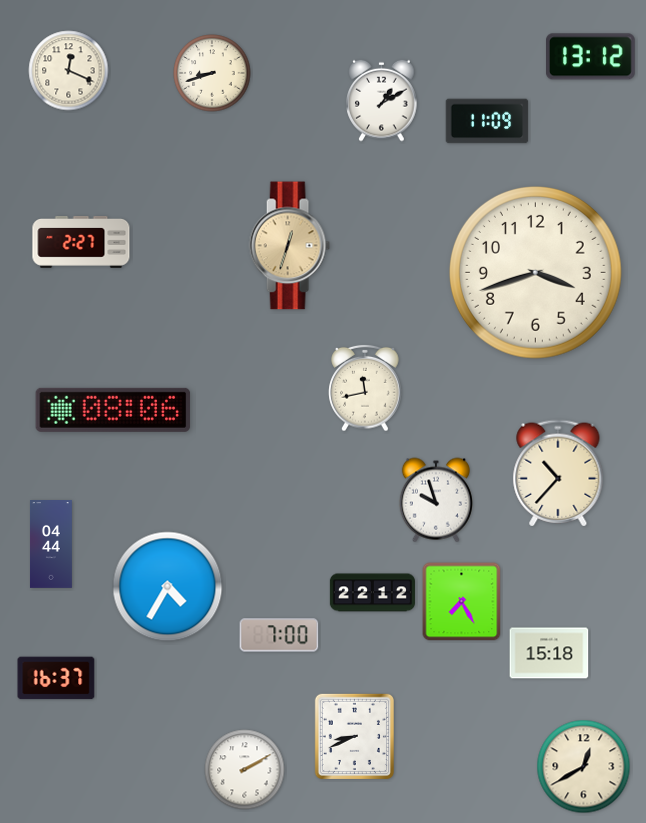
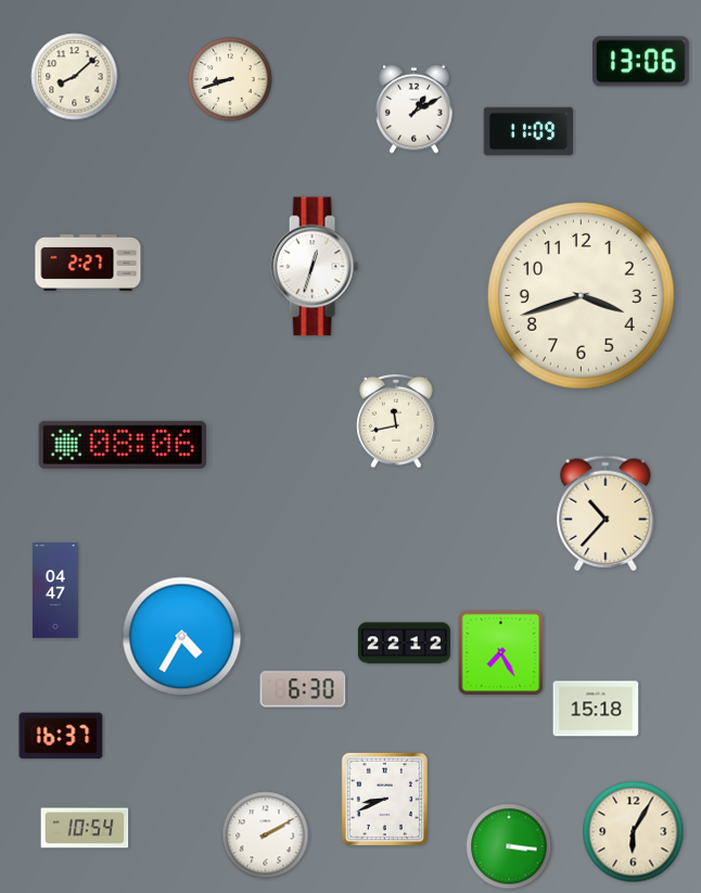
clock at (591, 57): 13:12 -> 13:06
clock at (69, 71): 12:19 -> 8:08
clock at (289, 246) dial: champagne -> white
clock at (436, 500): 9:57 -> none
clock at (51, 545): 04:44 -> 04:47
clock at (279, 635): 7:00 -> 6:30
clock at (85, 828): none -> 10:54
clock at (584, 767): 12:40 -> 6:05
clock at (509, 846): none -> 3:16
